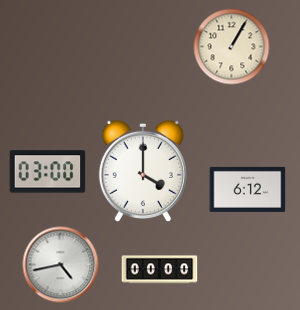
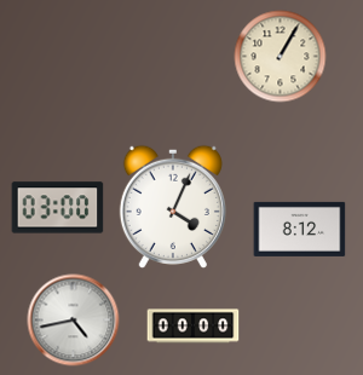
clock at (143, 171): 4:00 -> 4:04
clock at (248, 189): 6:12 -> 8:12
